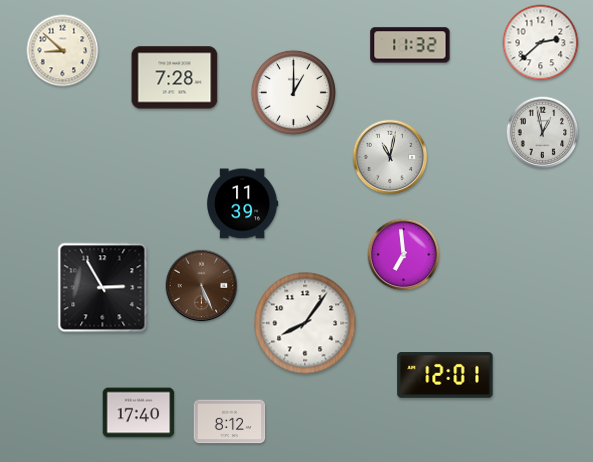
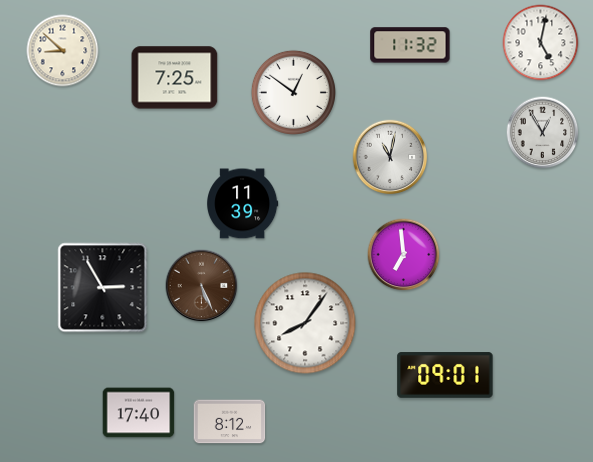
clock at (541, 43): 2:38 -> 5:02
clock at (175, 78): 7:28 -> 7:25
clock at (293, 92): 1:00 -> 12:51
clock at (543, 133): 12:58 -> 12:55
clock at (445, 375): 12:01 -> 09:01
